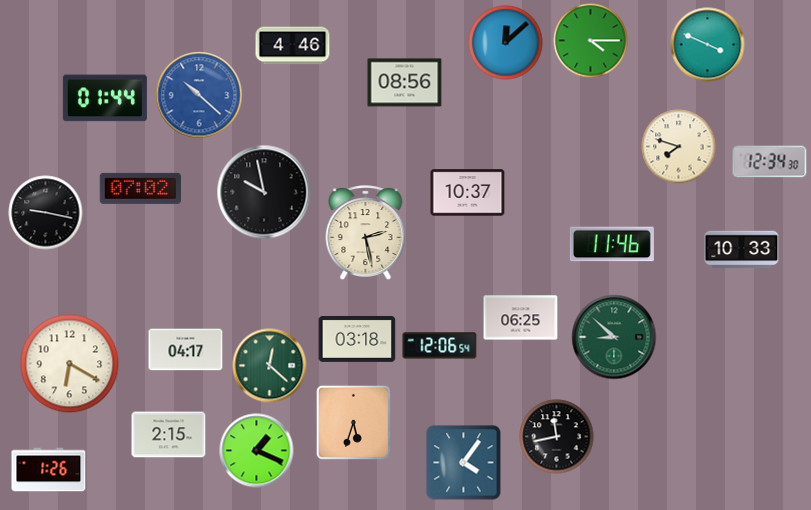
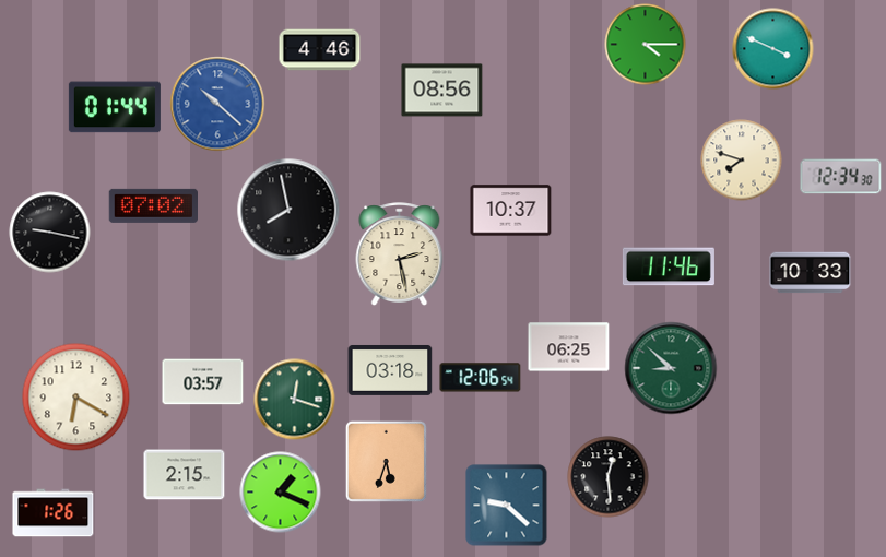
clock at (506, 43): 12:08 -> none
clock at (264, 192): 9:58 -> 7:58
clock at (186, 350): 04:17 -> 03:57
clock at (270, 366): 12:22 -> 12:18
clock at (557, 437): 11:43 -> 12:29
clock at (464, 463): 4:06 -> 9:22
